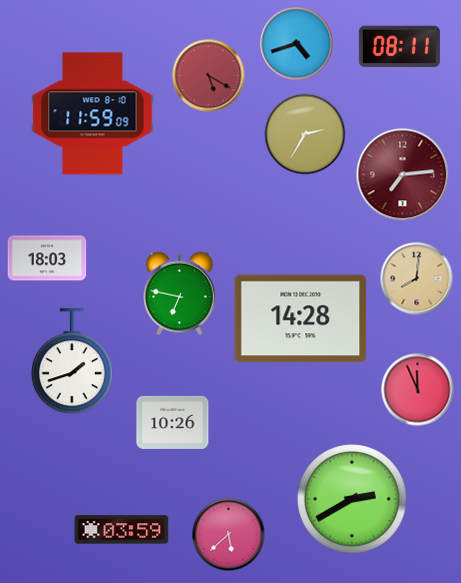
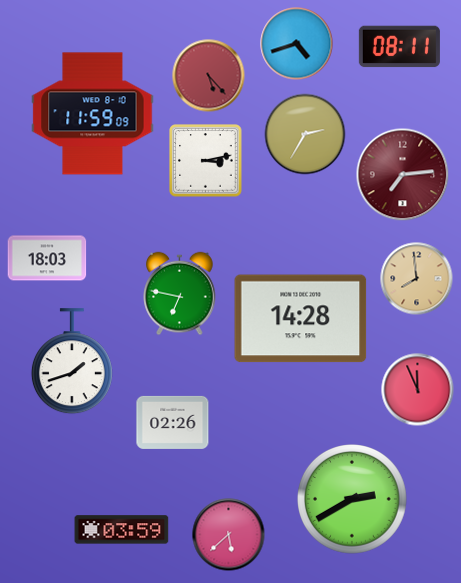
clock at (209, 76): 5:20 -> 5:23
clock at (206, 161): none -> 3:13
clock at (417, 279): 8:01 -> 7:59
clock at (173, 422): 10:26 -> 02:26
